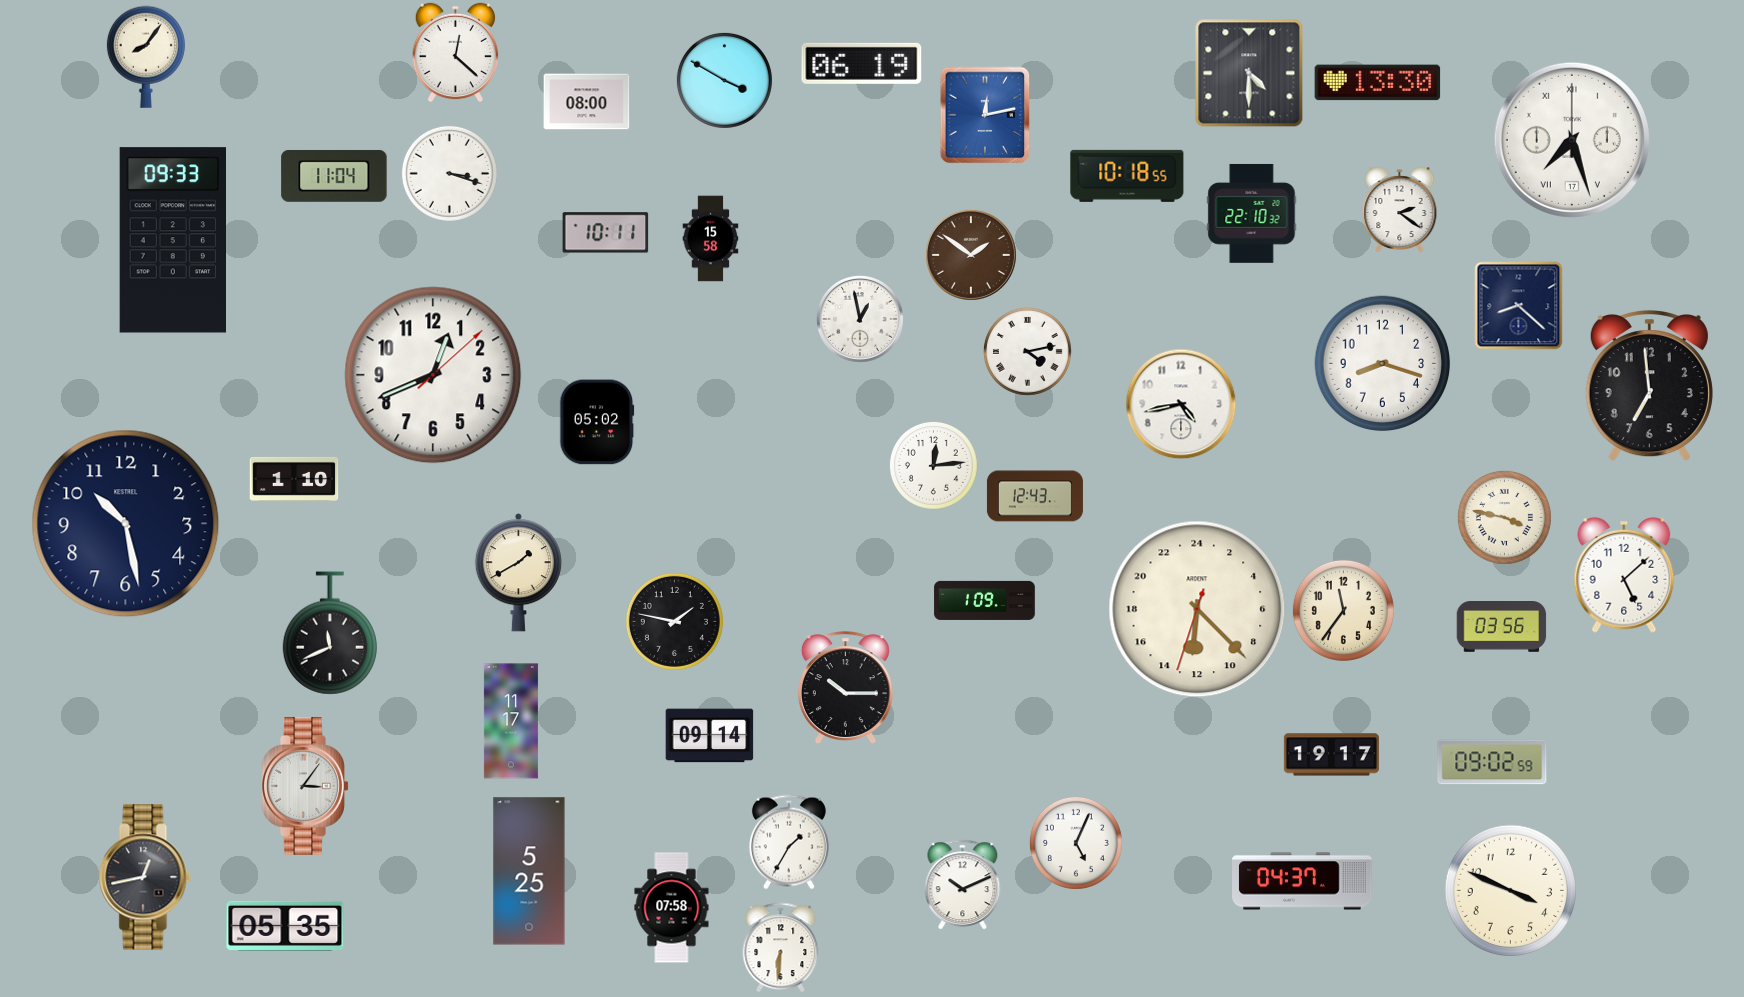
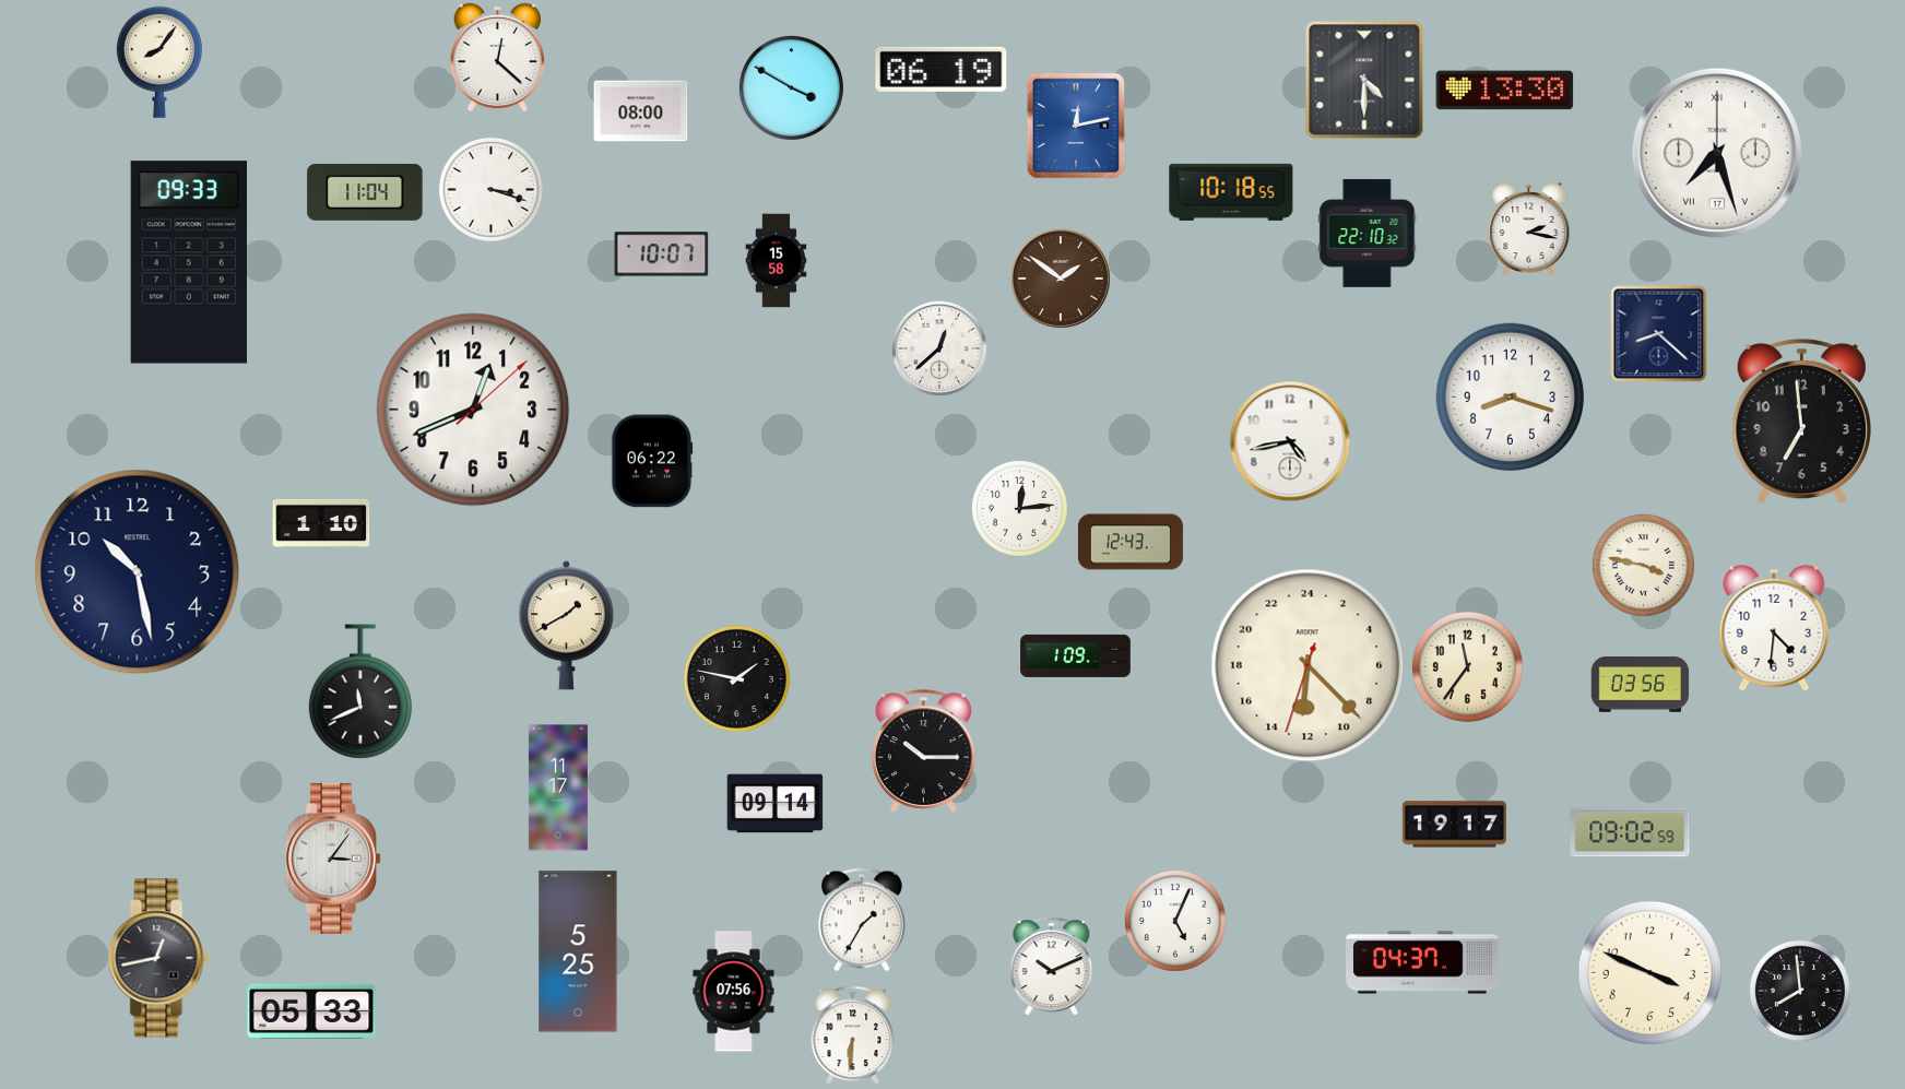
clock at (1400, 210): 2:21 -> 2:17
clock at (606, 233): 10:11 -> 10:07
clock at (861, 320): 12:58 -> 12:38
clock at (1027, 351): 4:13 -> none
clock at (597, 422): 05:02 -> 06:22
clock at (1624, 575): 5:08 -> 4:31
clock at (1800, 991): none -> 7:59
clock at (672, 908): 07:58 -> 07:56
clock at (285, 926): 05:35 -> 05:33
